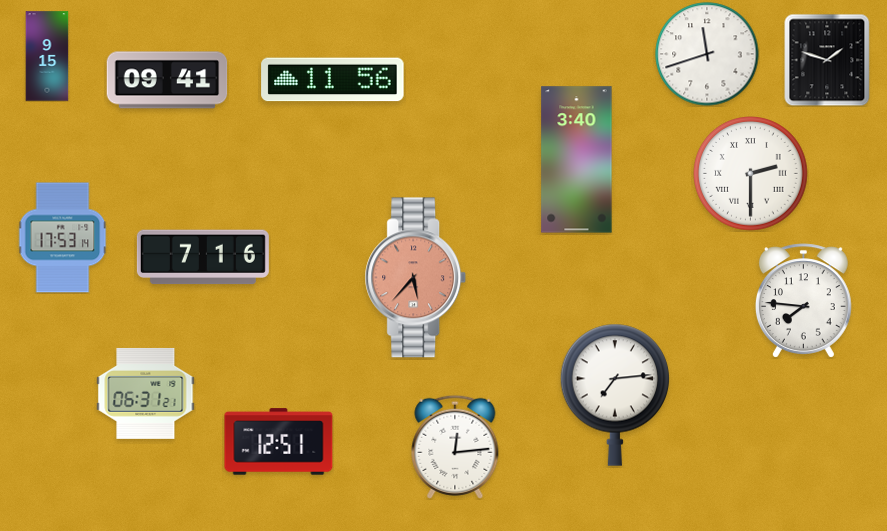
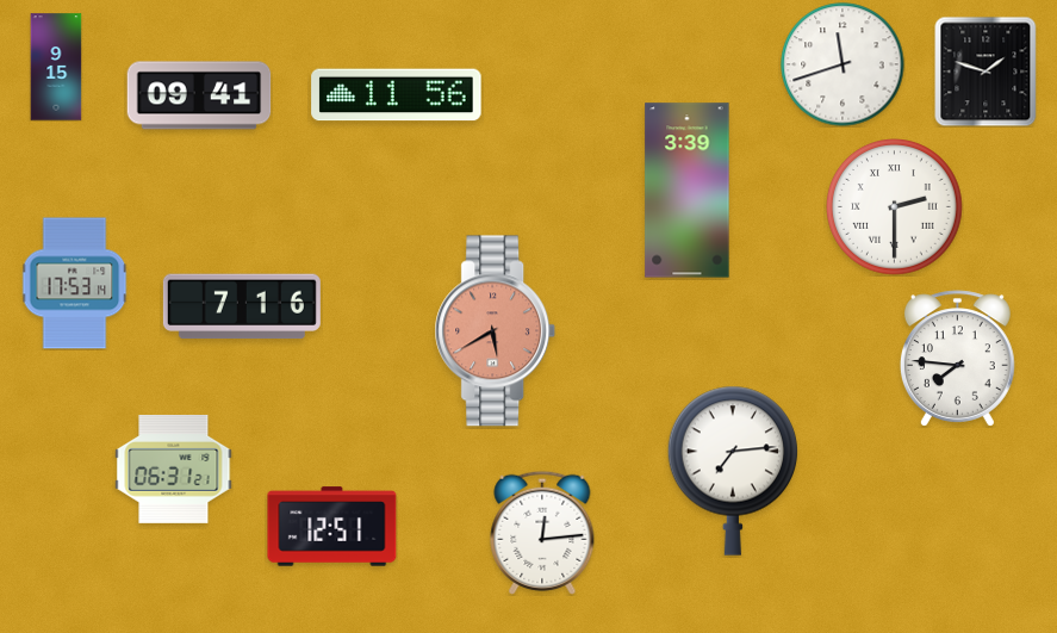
clock at (577, 160): 3:40 -> 3:39
clock at (416, 278): 5:37 -> 5:40
